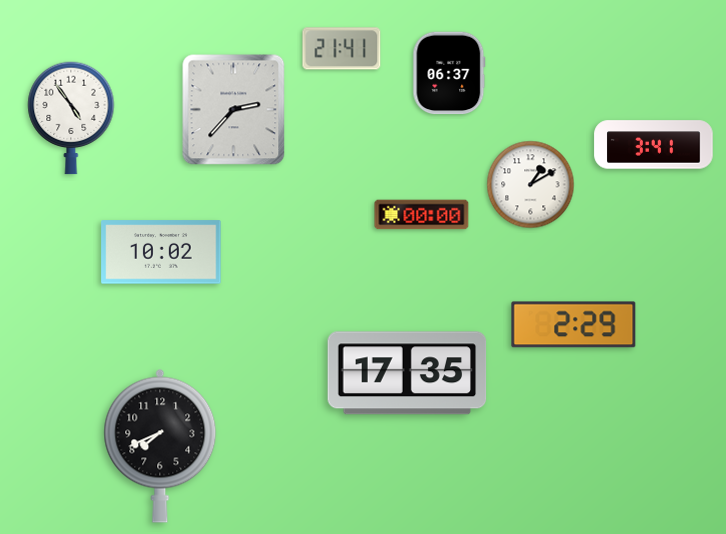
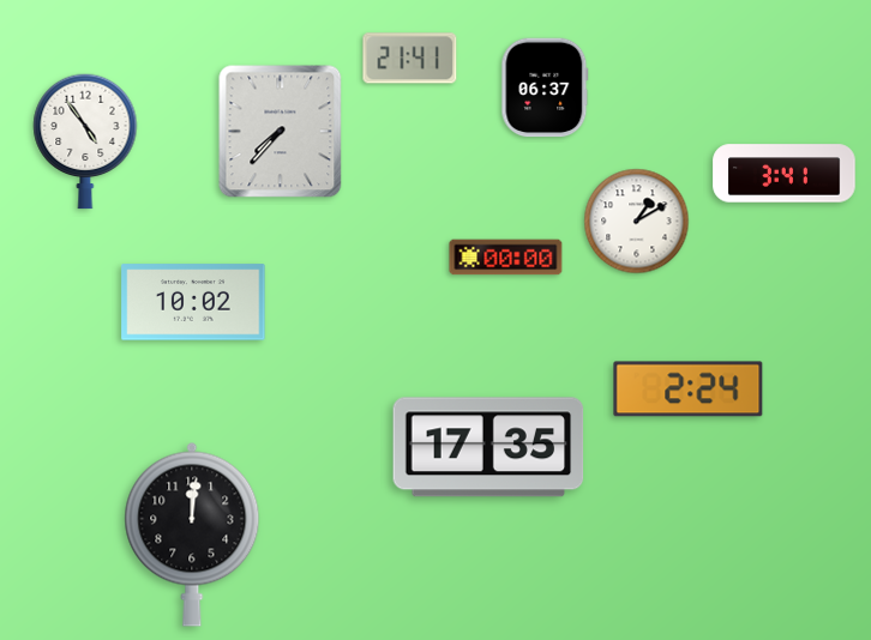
clock at (449, 73) position: (449, 73) -> (545, 87)
clock at (234, 110): 2:37 -> 7:37
clock at (574, 325): 2:29 -> 2:24
clock at (160, 446): 7:41 -> 12:01
